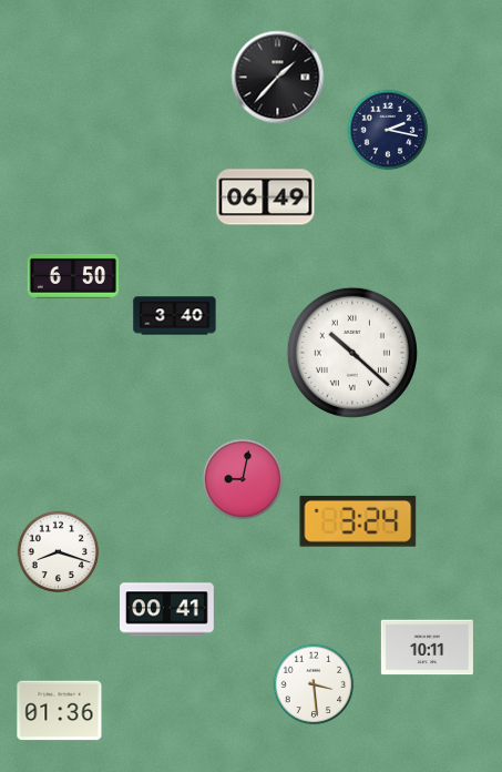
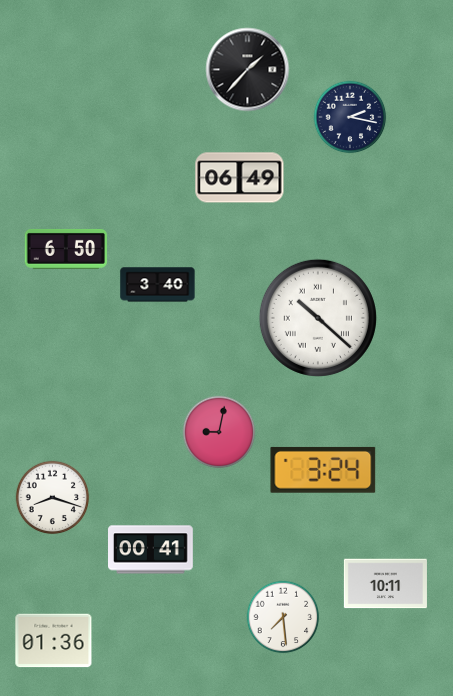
clock at (278, 78) position: (278, 78) -> (248, 70)
clock at (314, 684): 3:29 -> 7:29
